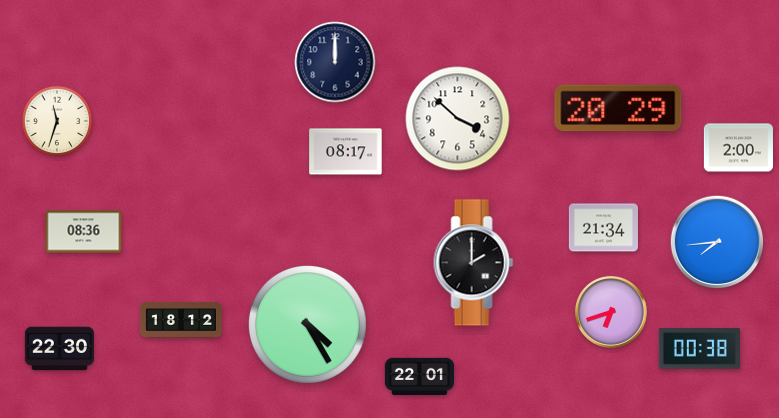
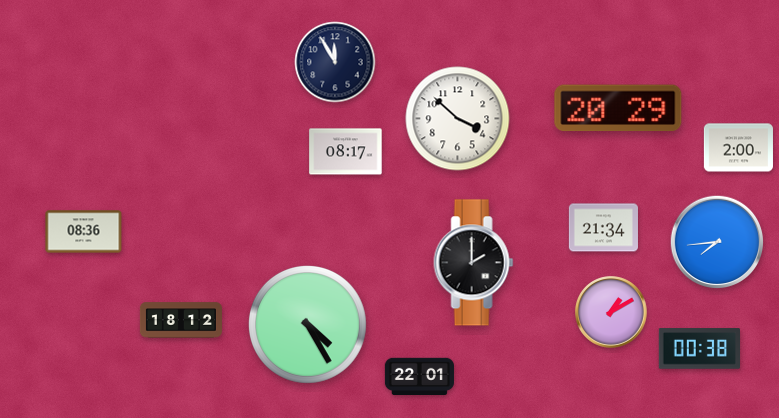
clock at (335, 62): 12:00 -> 11:55
clock at (57, 121): 11:33 -> none
clock at (611, 312): 6:42 -> 1:10
clock at (59, 349): 22:30 -> none
